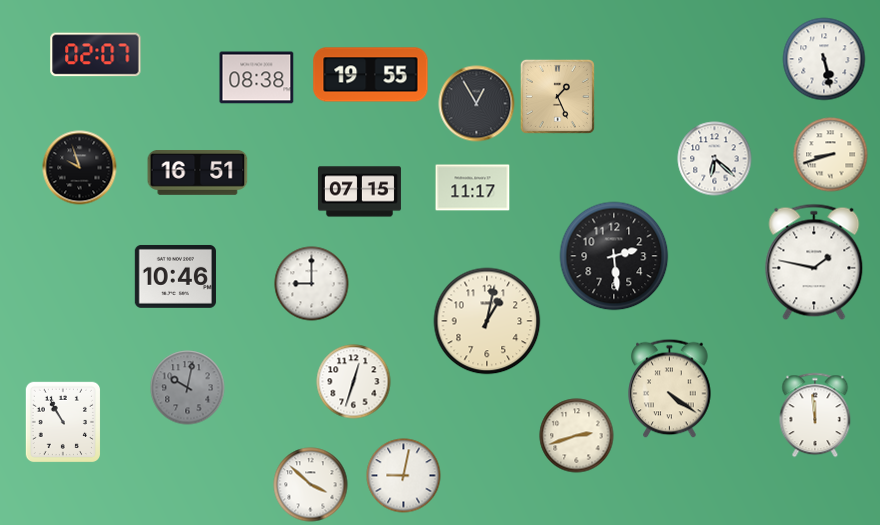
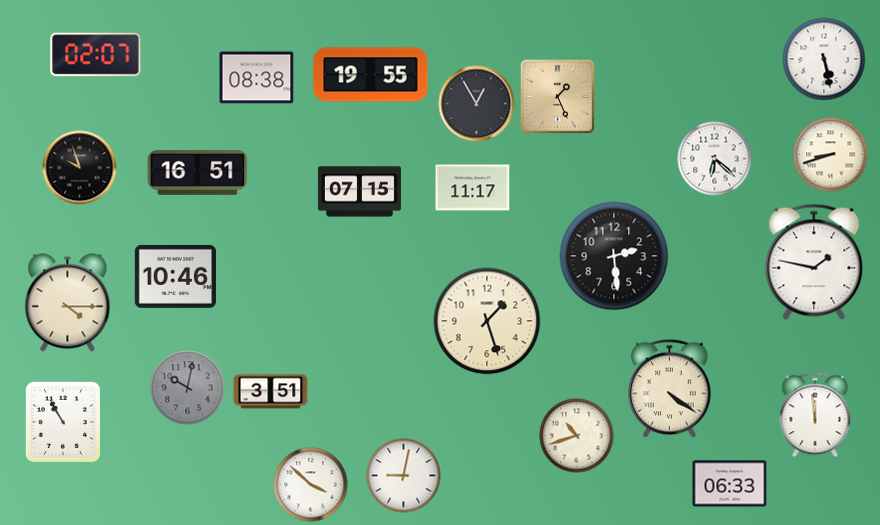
clock at (312, 284): 9:00 -> none
clock at (68, 303): none -> 4:15
clock at (487, 321): 1:02 -> 1:27
clock at (354, 382): 12:33 -> none
clock at (271, 392): none -> 3:51
clock at (577, 436): 2:42 -> 10:42
clock at (730, 484): none -> 06:33
